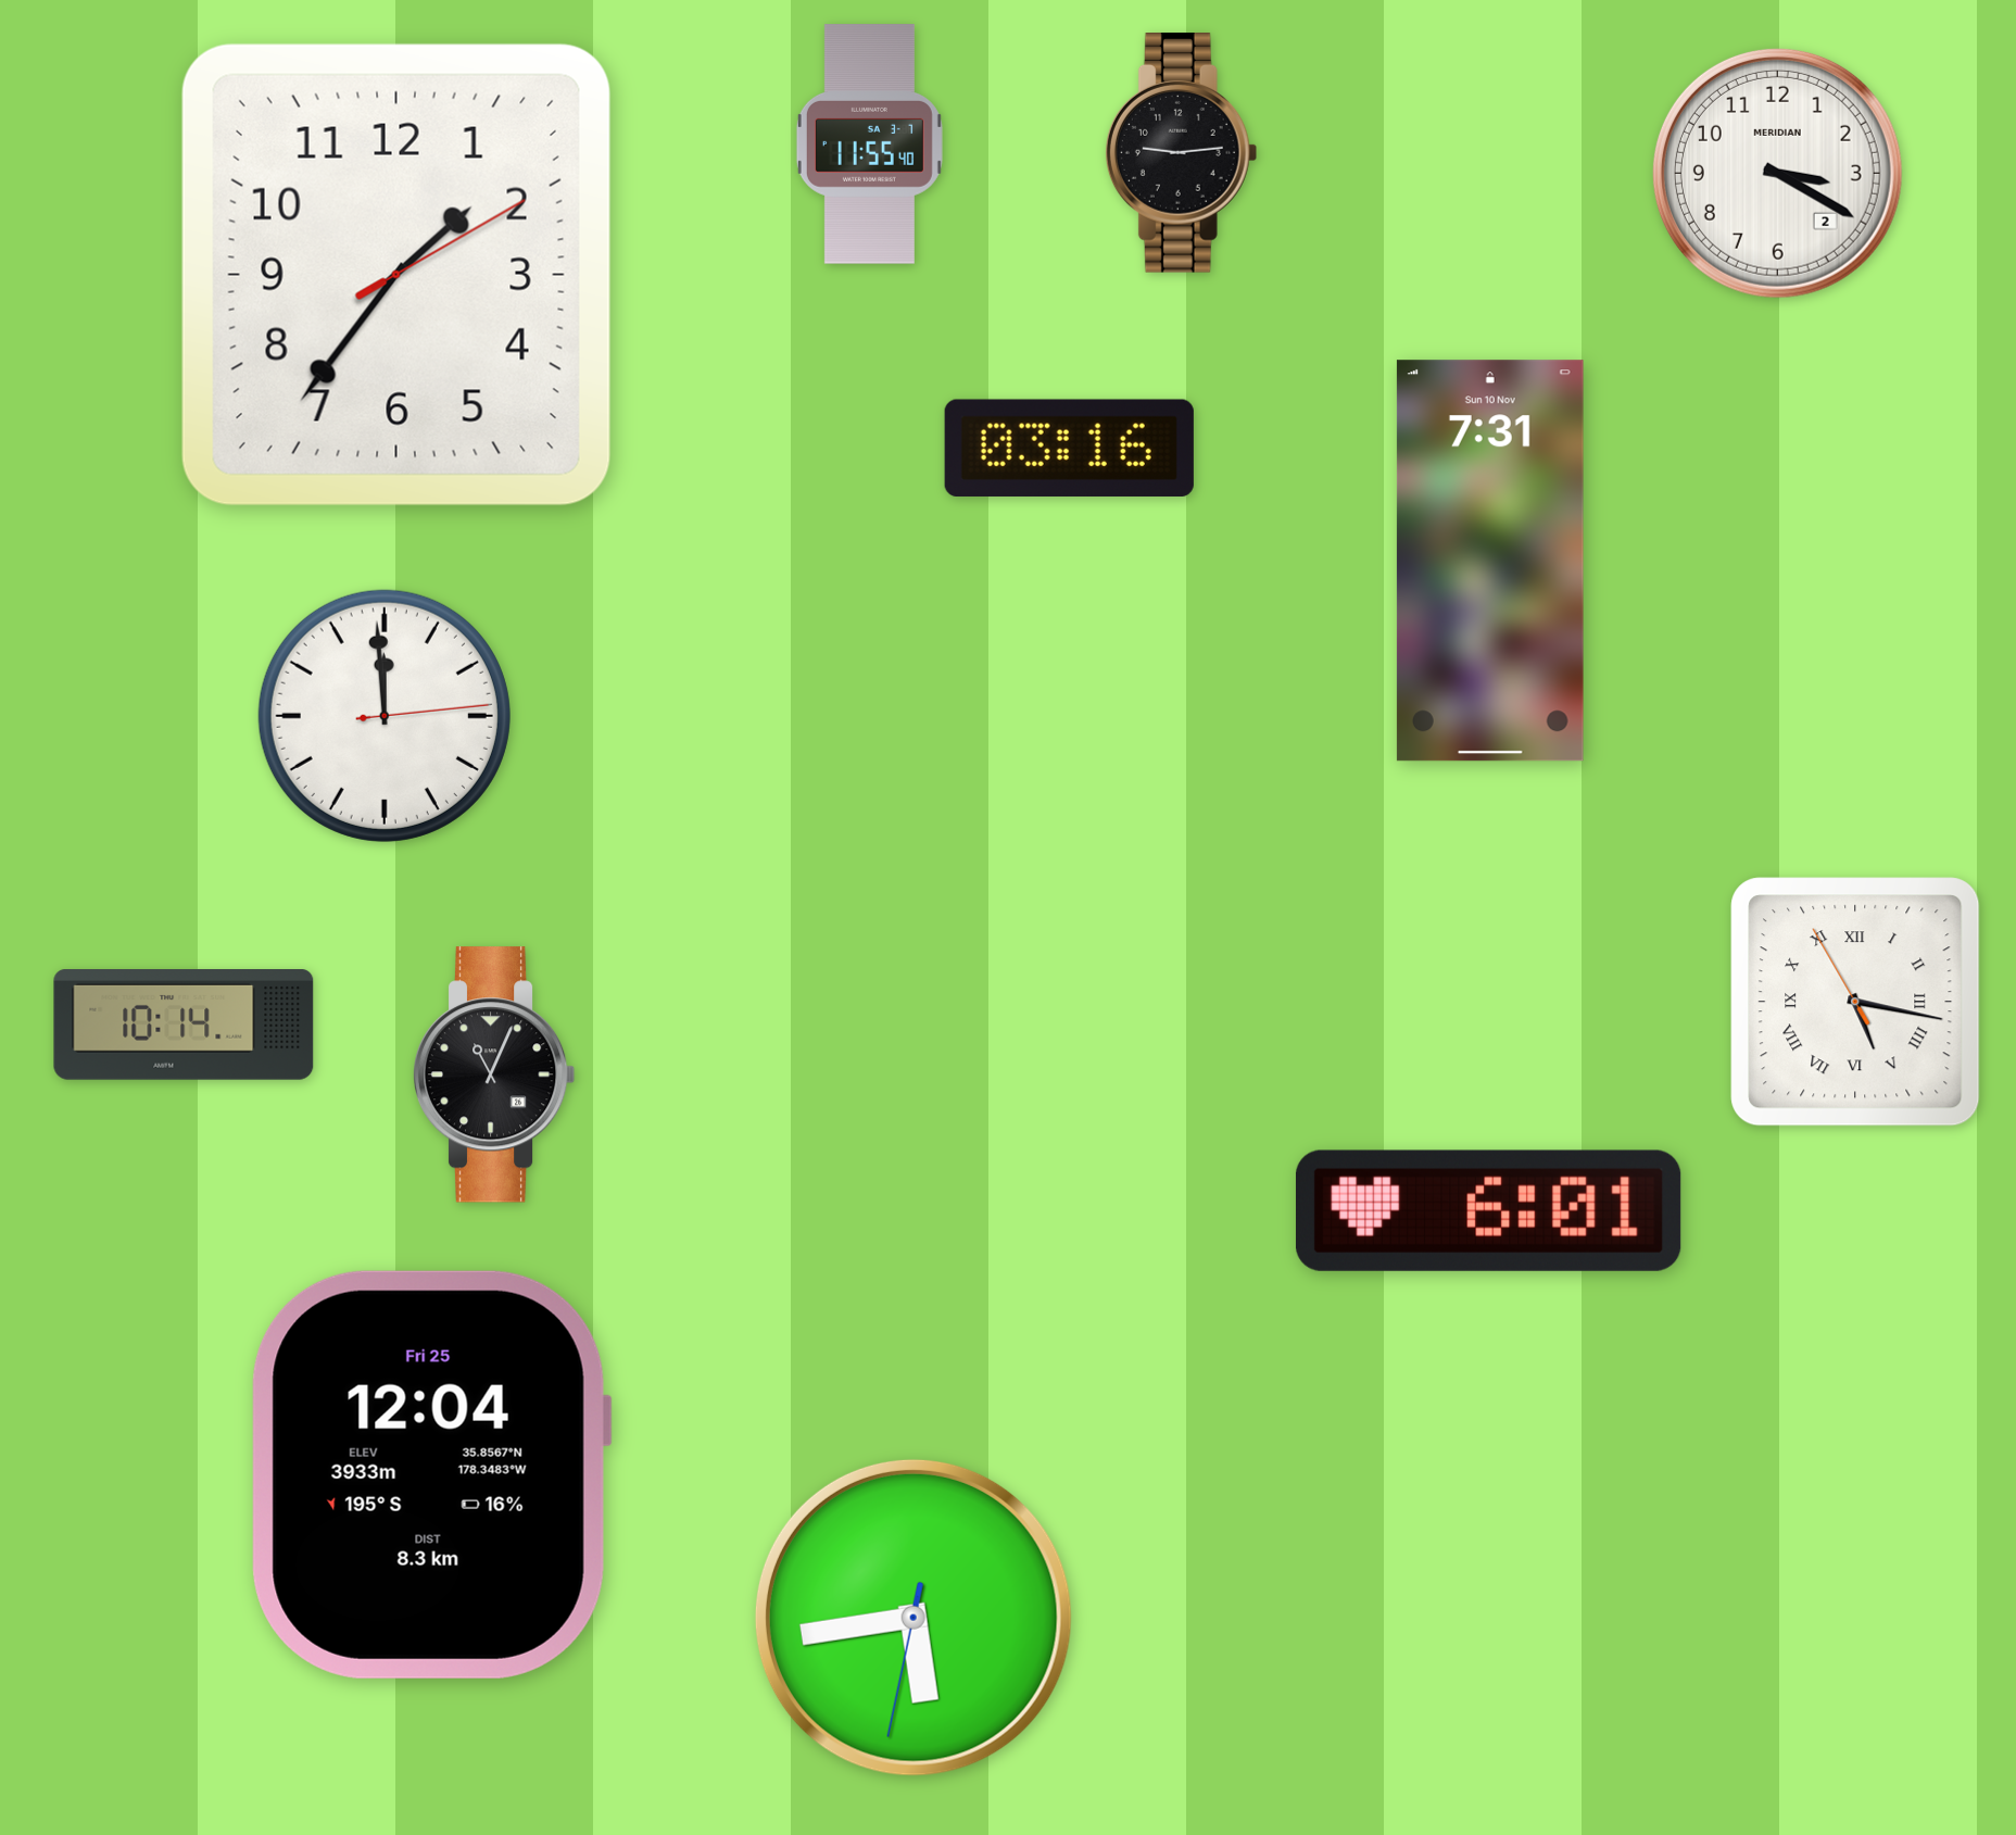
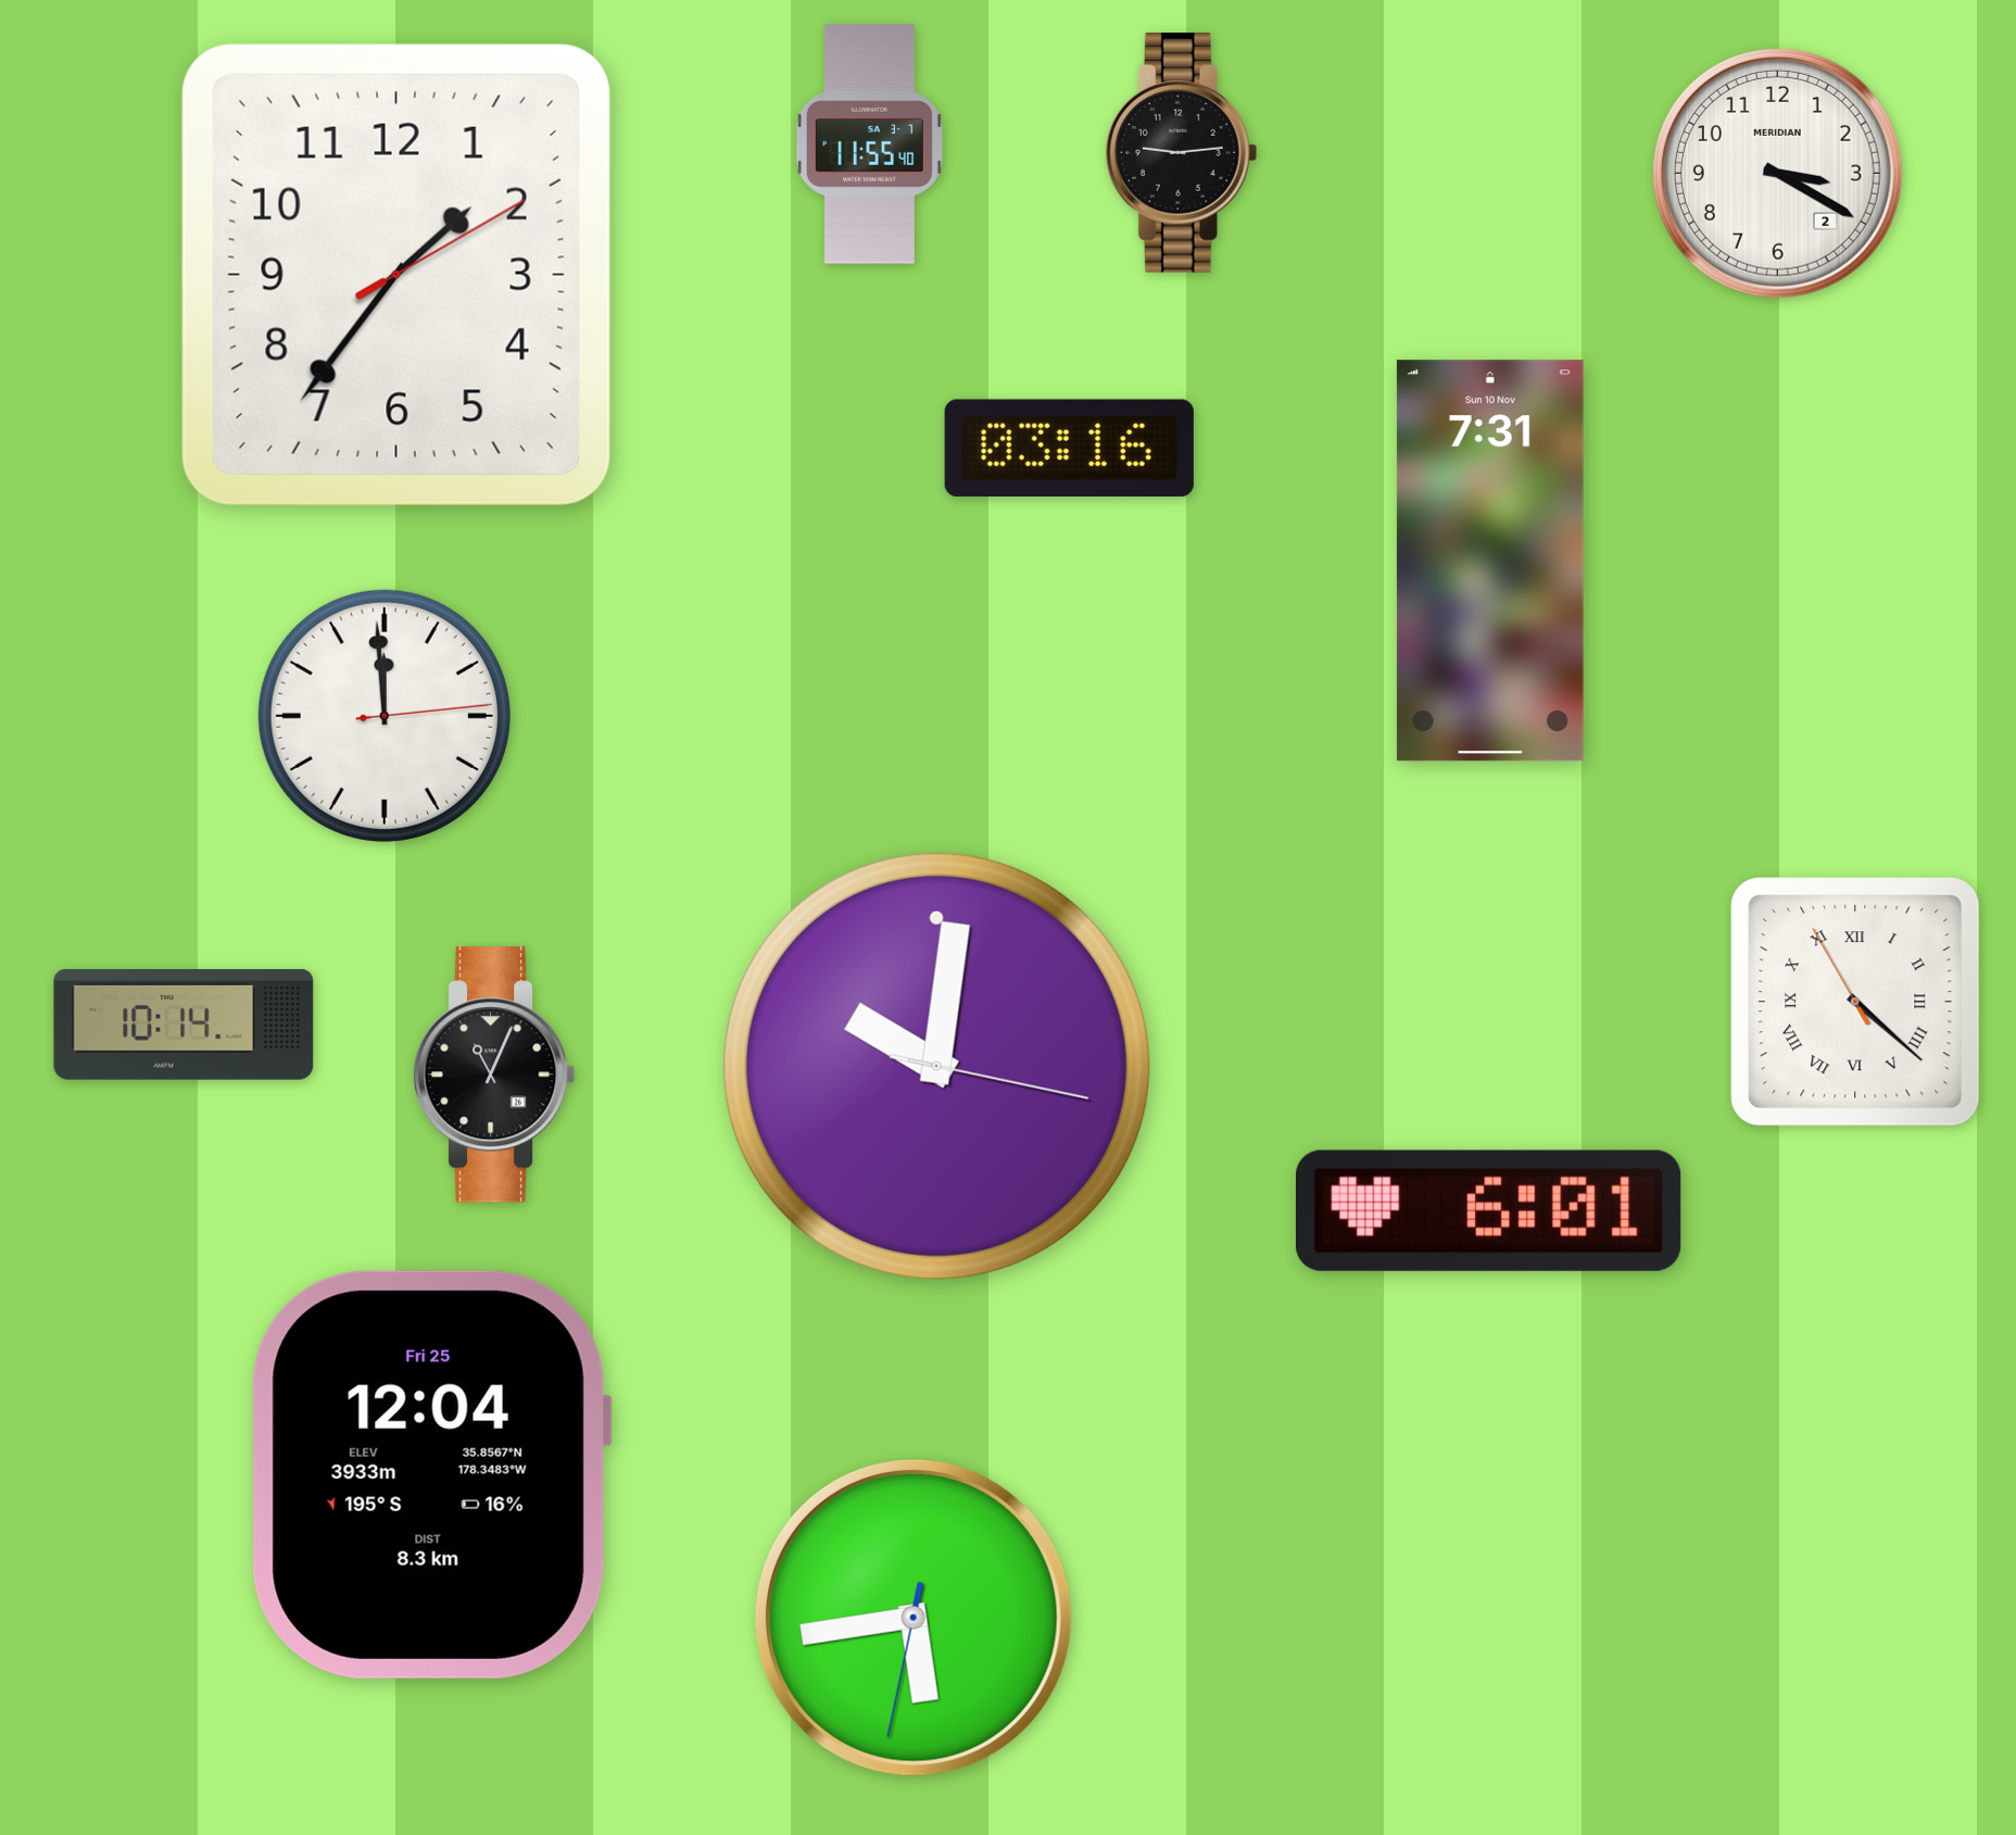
clock at (1855, 1002): 5:16 -> 4:21
clock at (936, 1066): none -> 10:01
